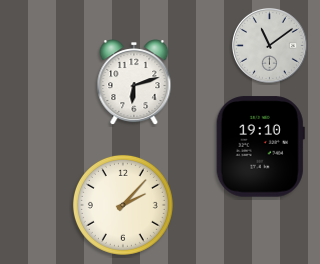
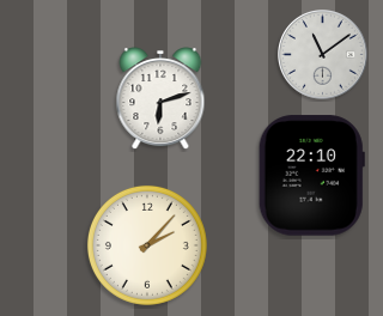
clock at (260, 147): 19:10 -> 22:10
